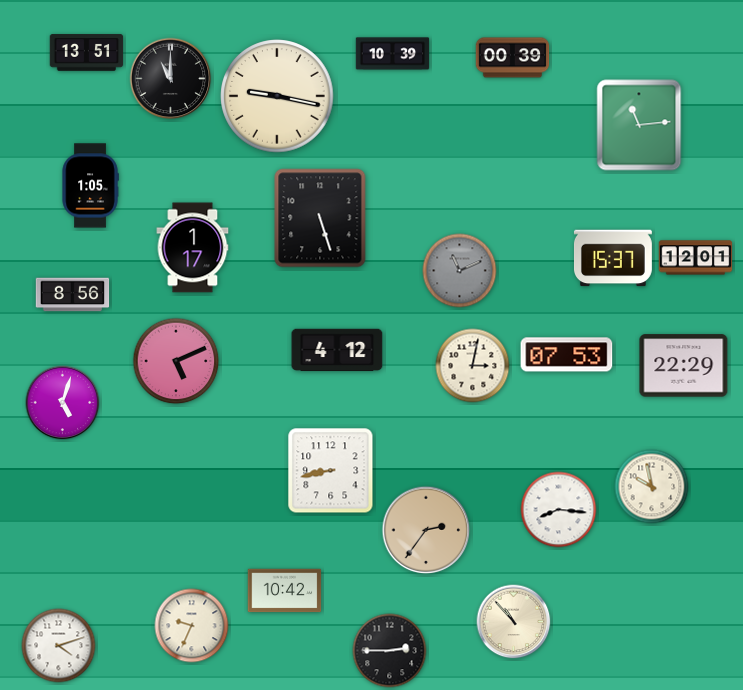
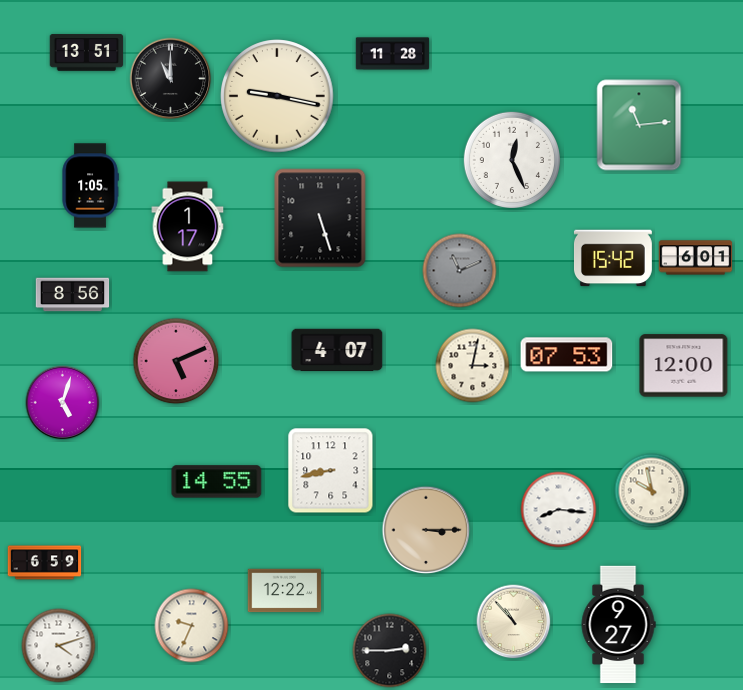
clock at (393, 54): 10:39 -> 11:28
clock at (513, 58): 00:39 -> none
clock at (512, 160): none -> 12:26
clock at (193, 248) position: (193, 248) -> (188, 227)
clock at (613, 258): 15:37 -> 15:42
clock at (696, 258): 12:01 -> 6:01
clock at (337, 350): 4:12 -> 4:07
clock at (684, 366): 22:29 -> 12:00
clock at (217, 482): none -> 14:55
clock at (652, 487) position: (652, 487) -> (652, 491)
clock at (426, 530): 2:36 -> 3:15
clock at (45, 563): none -> 6:59
clock at (285, 591): 10:42 -> 12:22
clock at (618, 625): none -> 9:27
